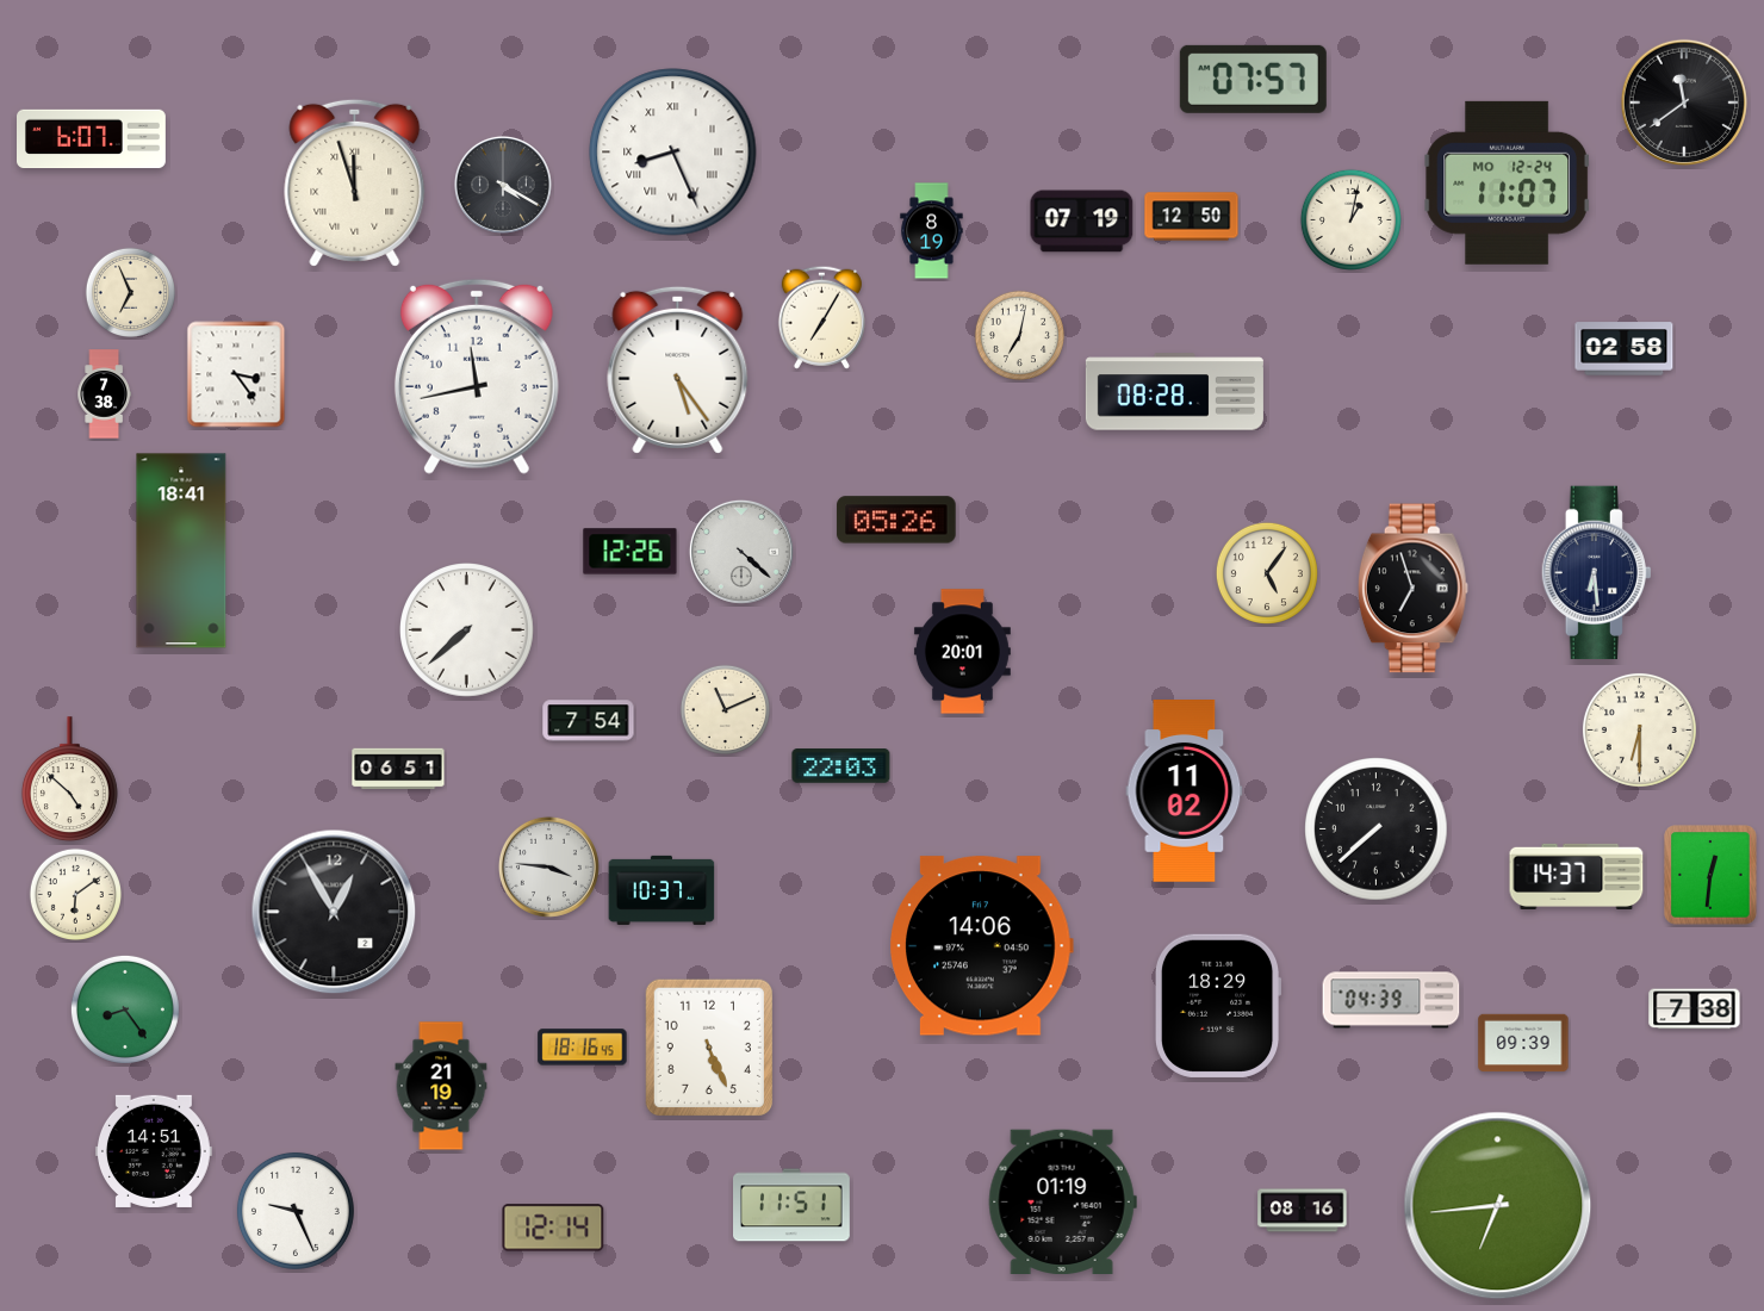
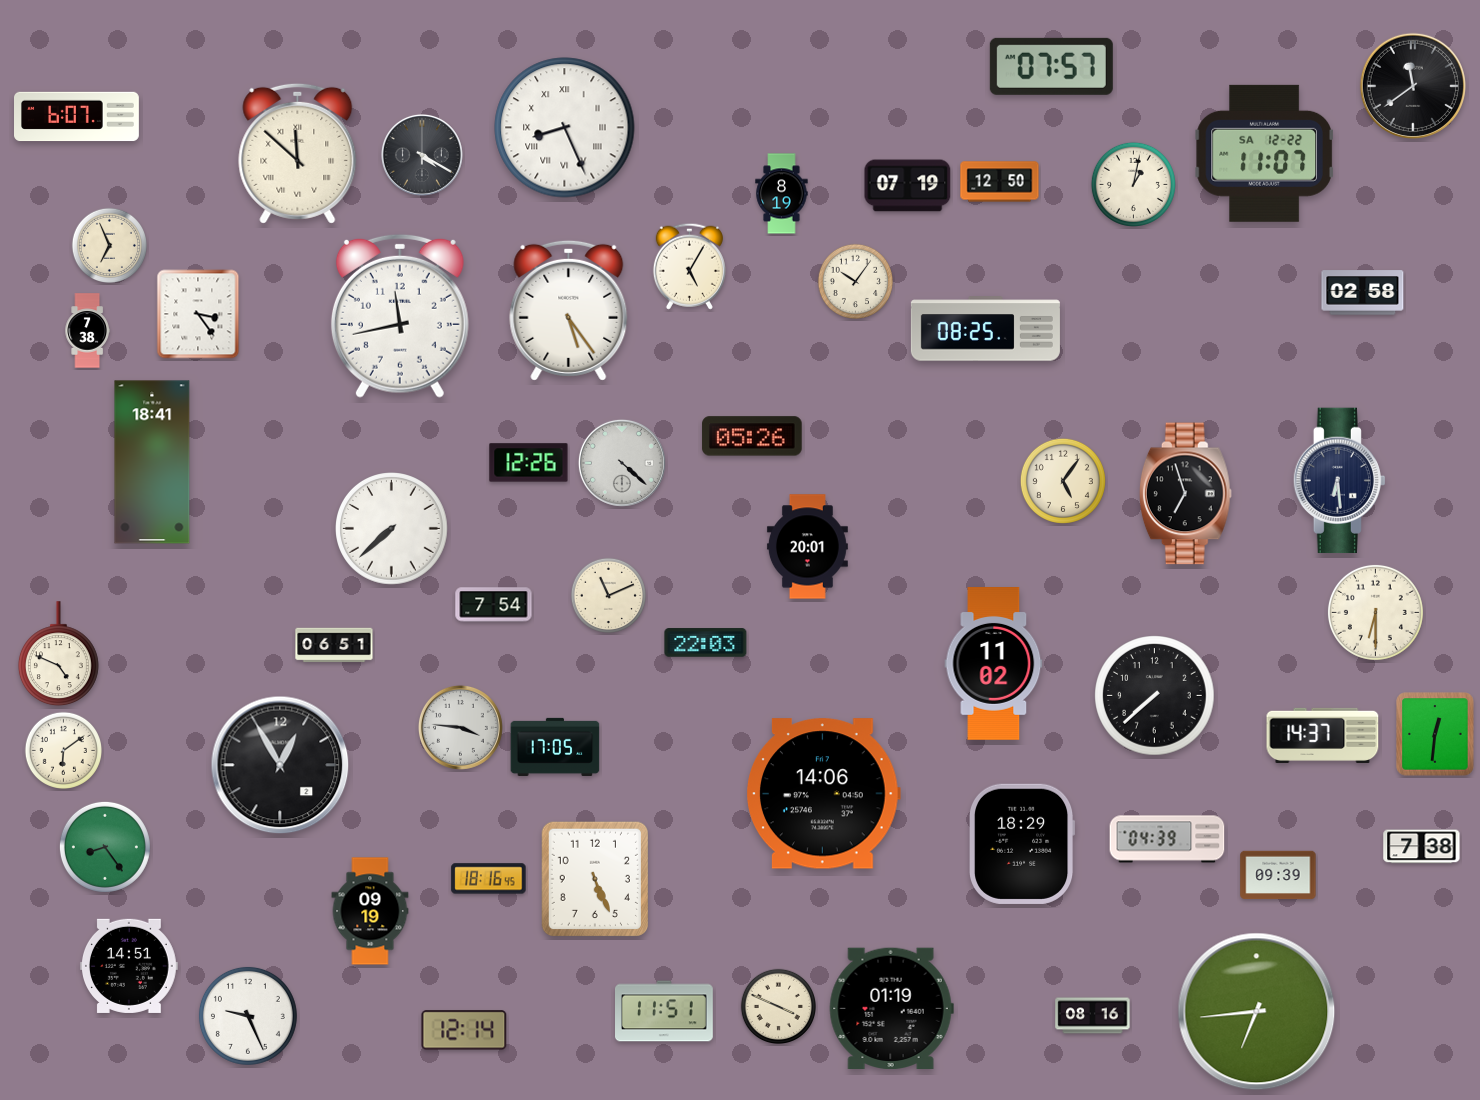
clock at (355, 182): 11:57 -> 11:52
clock at (1508, 182) date: MO 12-24 -> SA 12-22
clock at (821, 317): 7:05 -> 5:05
clock at (1019, 335): 7:02 -> 10:06
clock at (1174, 392): 08:28 -> 08:25
clock at (69, 779): 4:52 -> 4:49
clock at (661, 890): 10:37 -> 17:05
clock at (441, 1086): 21:19 -> 09:19
clock at (778, 1006): none -> 3:49
